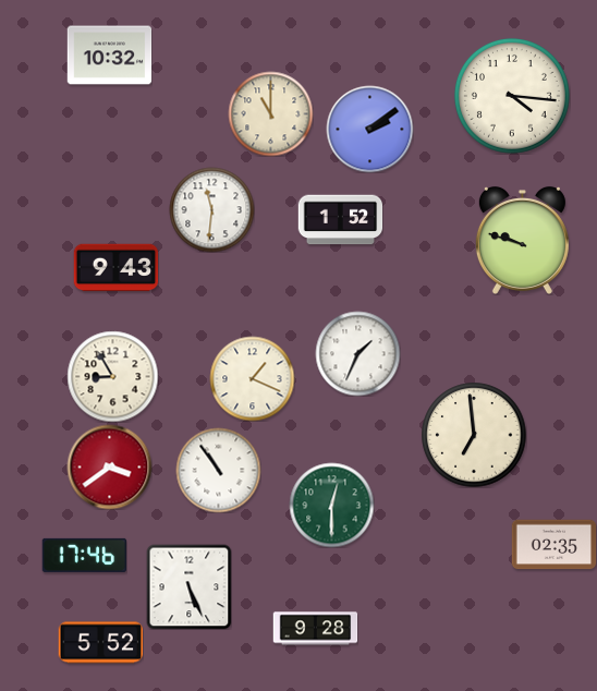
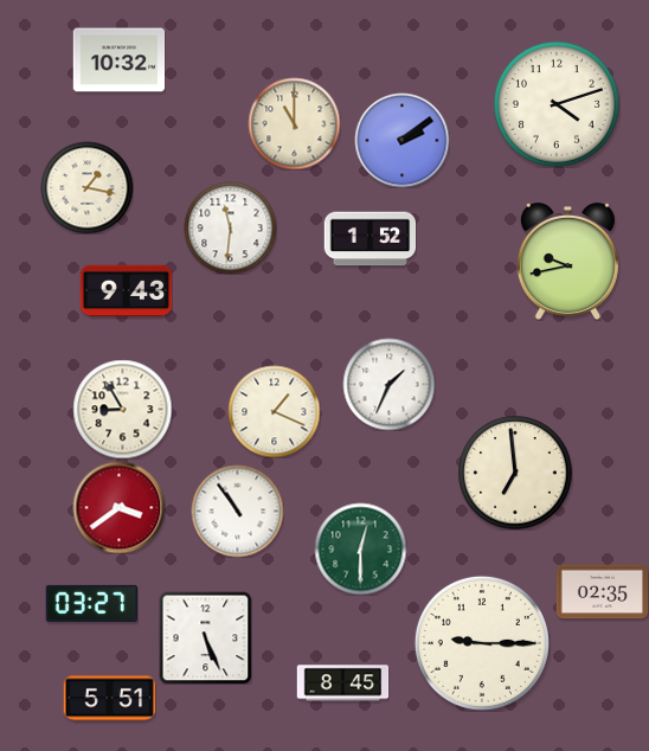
clock at (512, 96): 4:16 -> 4:12
clock at (86, 187): none -> 1:17
clock at (522, 240): 9:48 -> 9:43
clock at (84, 555): 17:46 -> 03:27
clock at (482, 643): none -> 9:15
clock at (315, 629): 9:28 -> 8:45
clock at (100, 643): 5:52 -> 5:51
